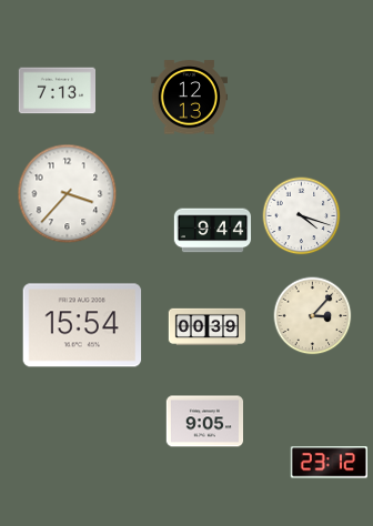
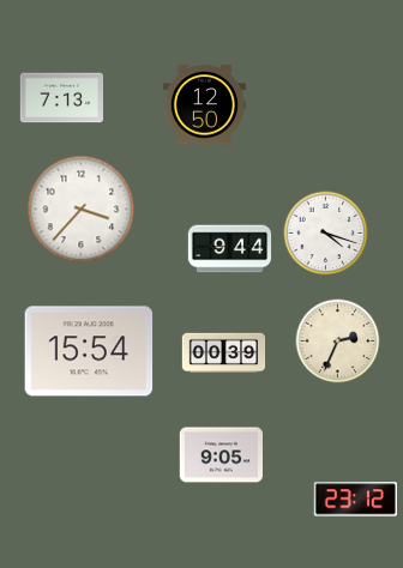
clock at (189, 98): 12:13 -> 12:50
clock at (68, 194) position: (68, 194) -> (82, 210)
clock at (313, 316): 3:07 -> 2:34
